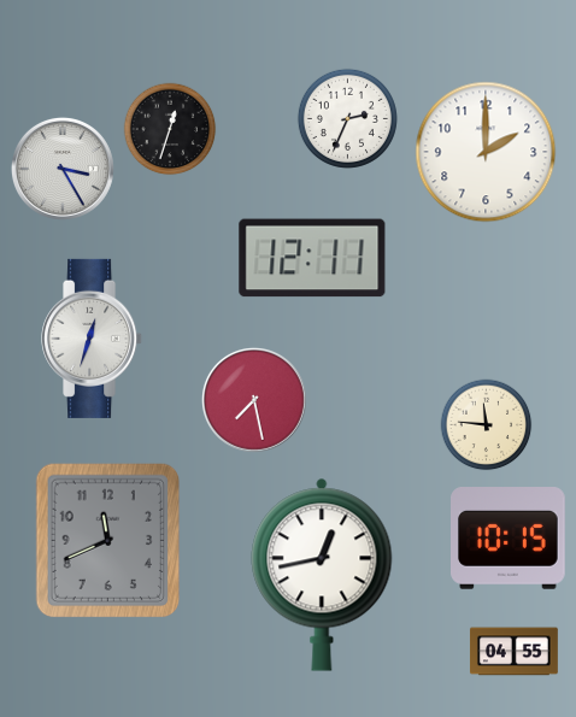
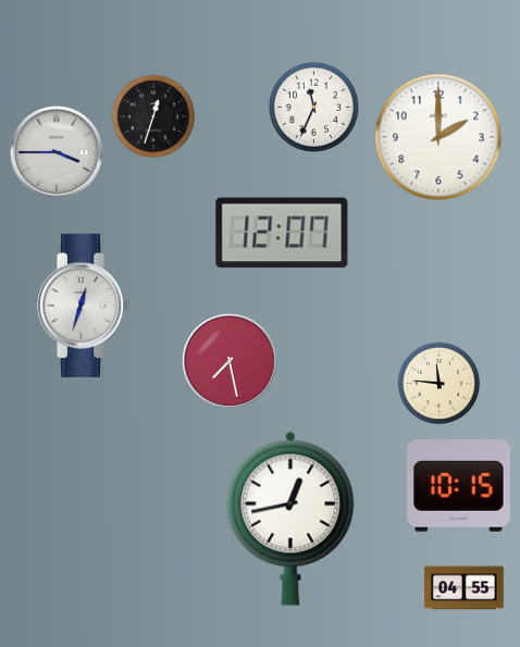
clock at (347, 118): 2:34 -> 11:34
clock at (63, 169): 3:25 -> 3:45
clock at (312, 258): 12:11 -> 12:07
clock at (108, 541): 11:41 -> none
